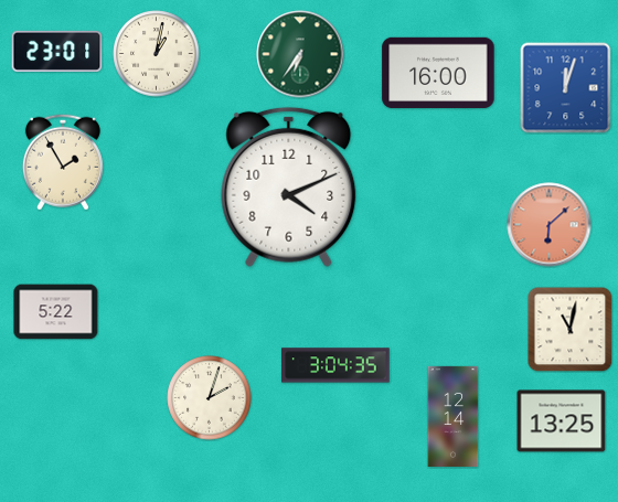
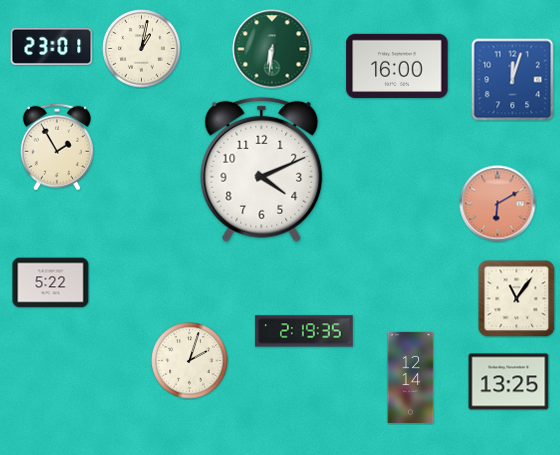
clock at (300, 54): 6:36 -> 6:31
clock at (550, 225): 6:08 -> 6:10
clock at (569, 329): 11:02 -> 11:06
clock at (335, 365): 3:04 -> 2:19
